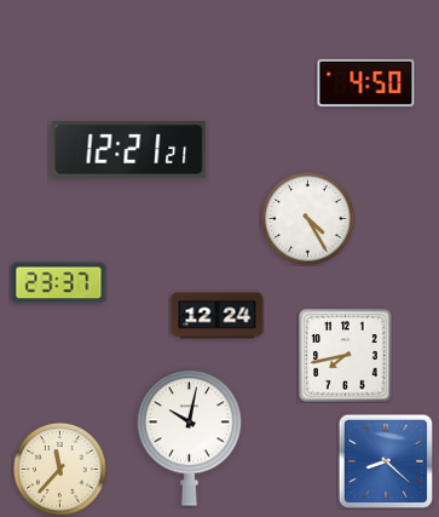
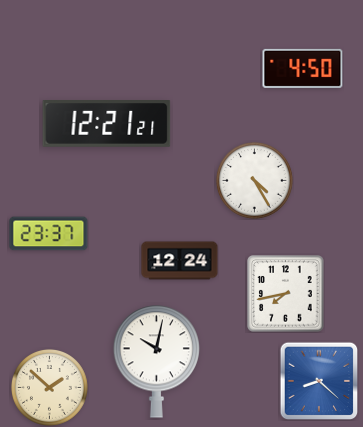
clock at (59, 469): 11:37 -> 1:52
